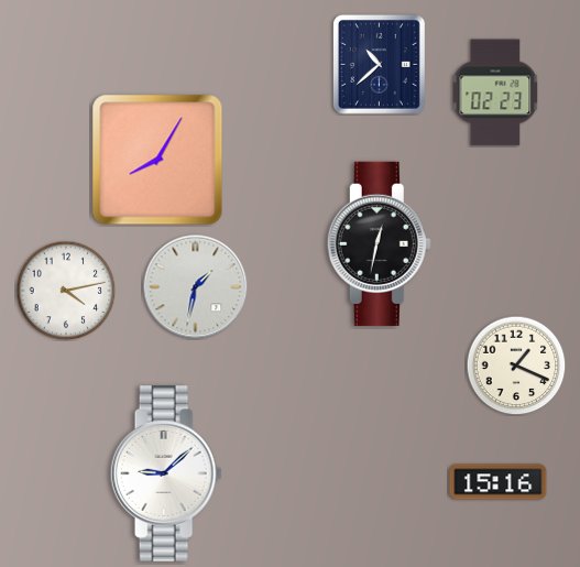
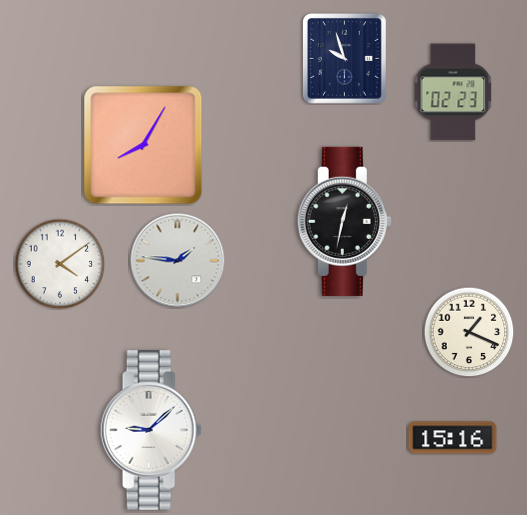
clock at (379, 64): 10:38 -> 9:57
clock at (495, 92) position: (495, 92) -> (453, 92)
clock at (195, 286): 1:32 -> 1:46
clock at (66, 291): 4:13 -> 4:09
